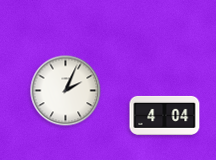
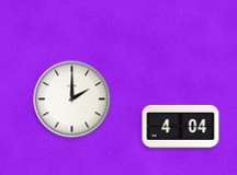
clock at (66, 91): 2:04 -> 2:00
